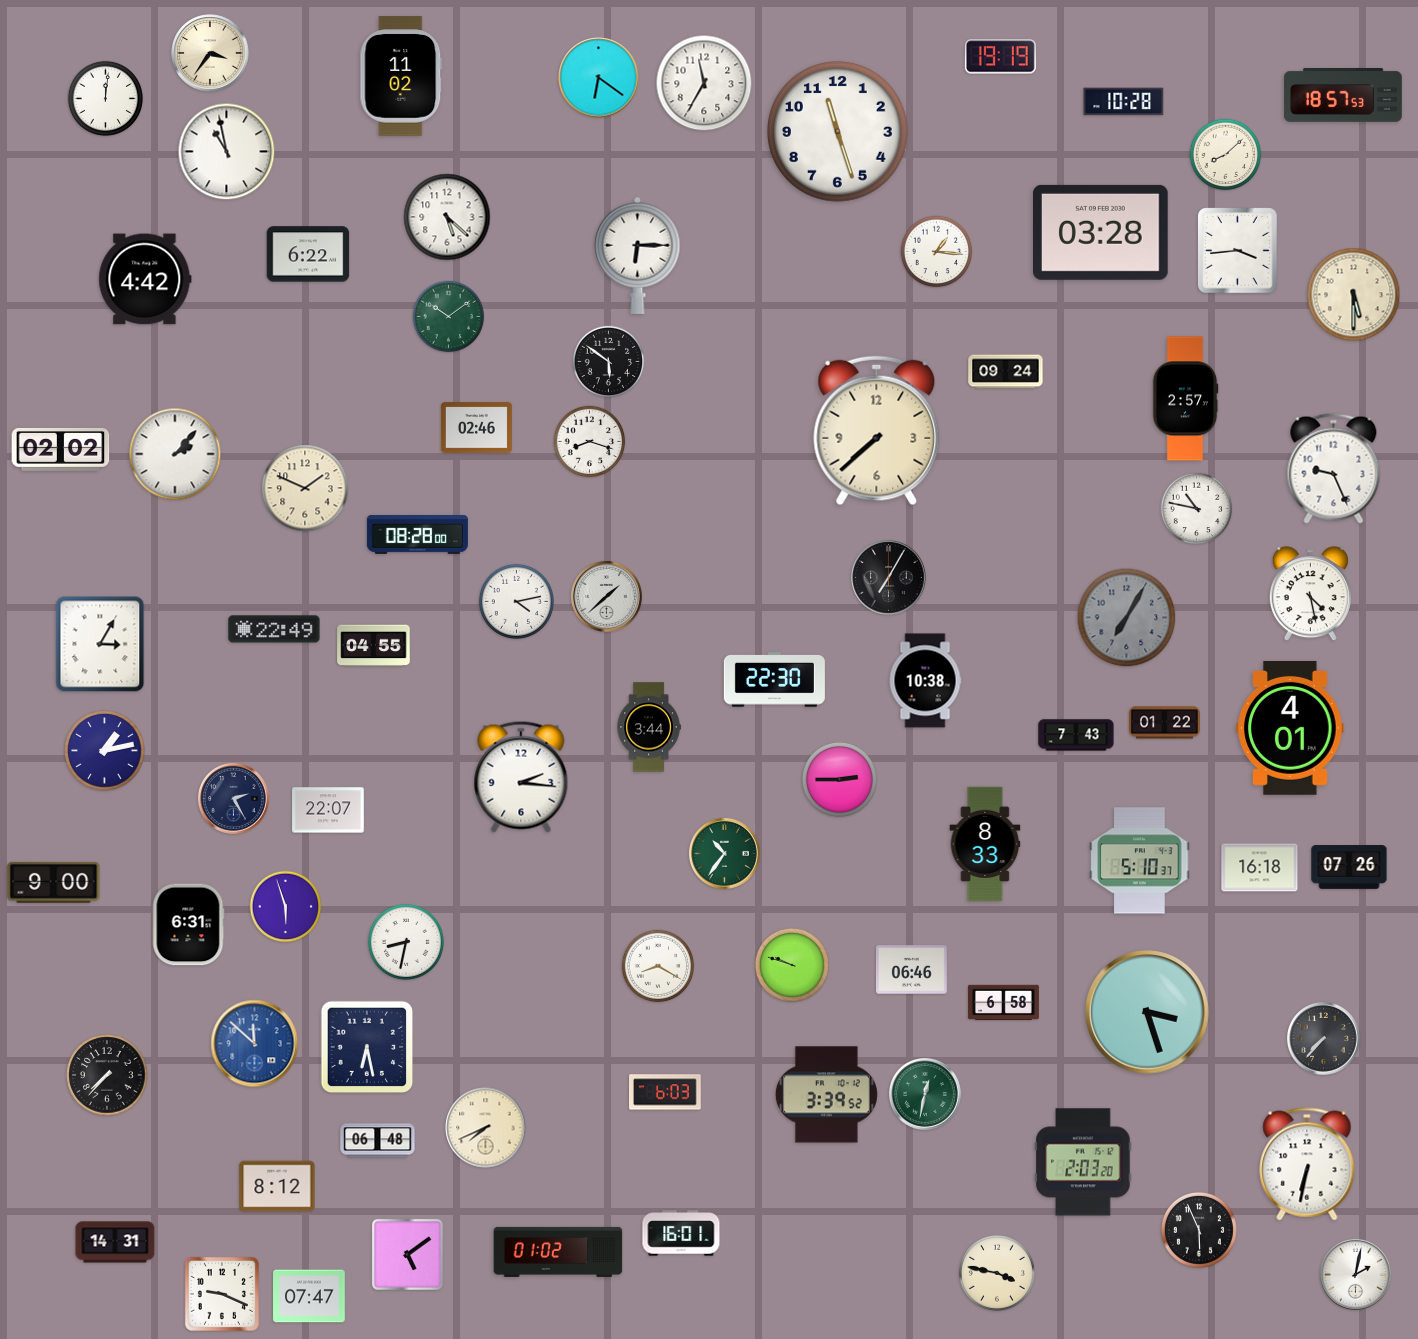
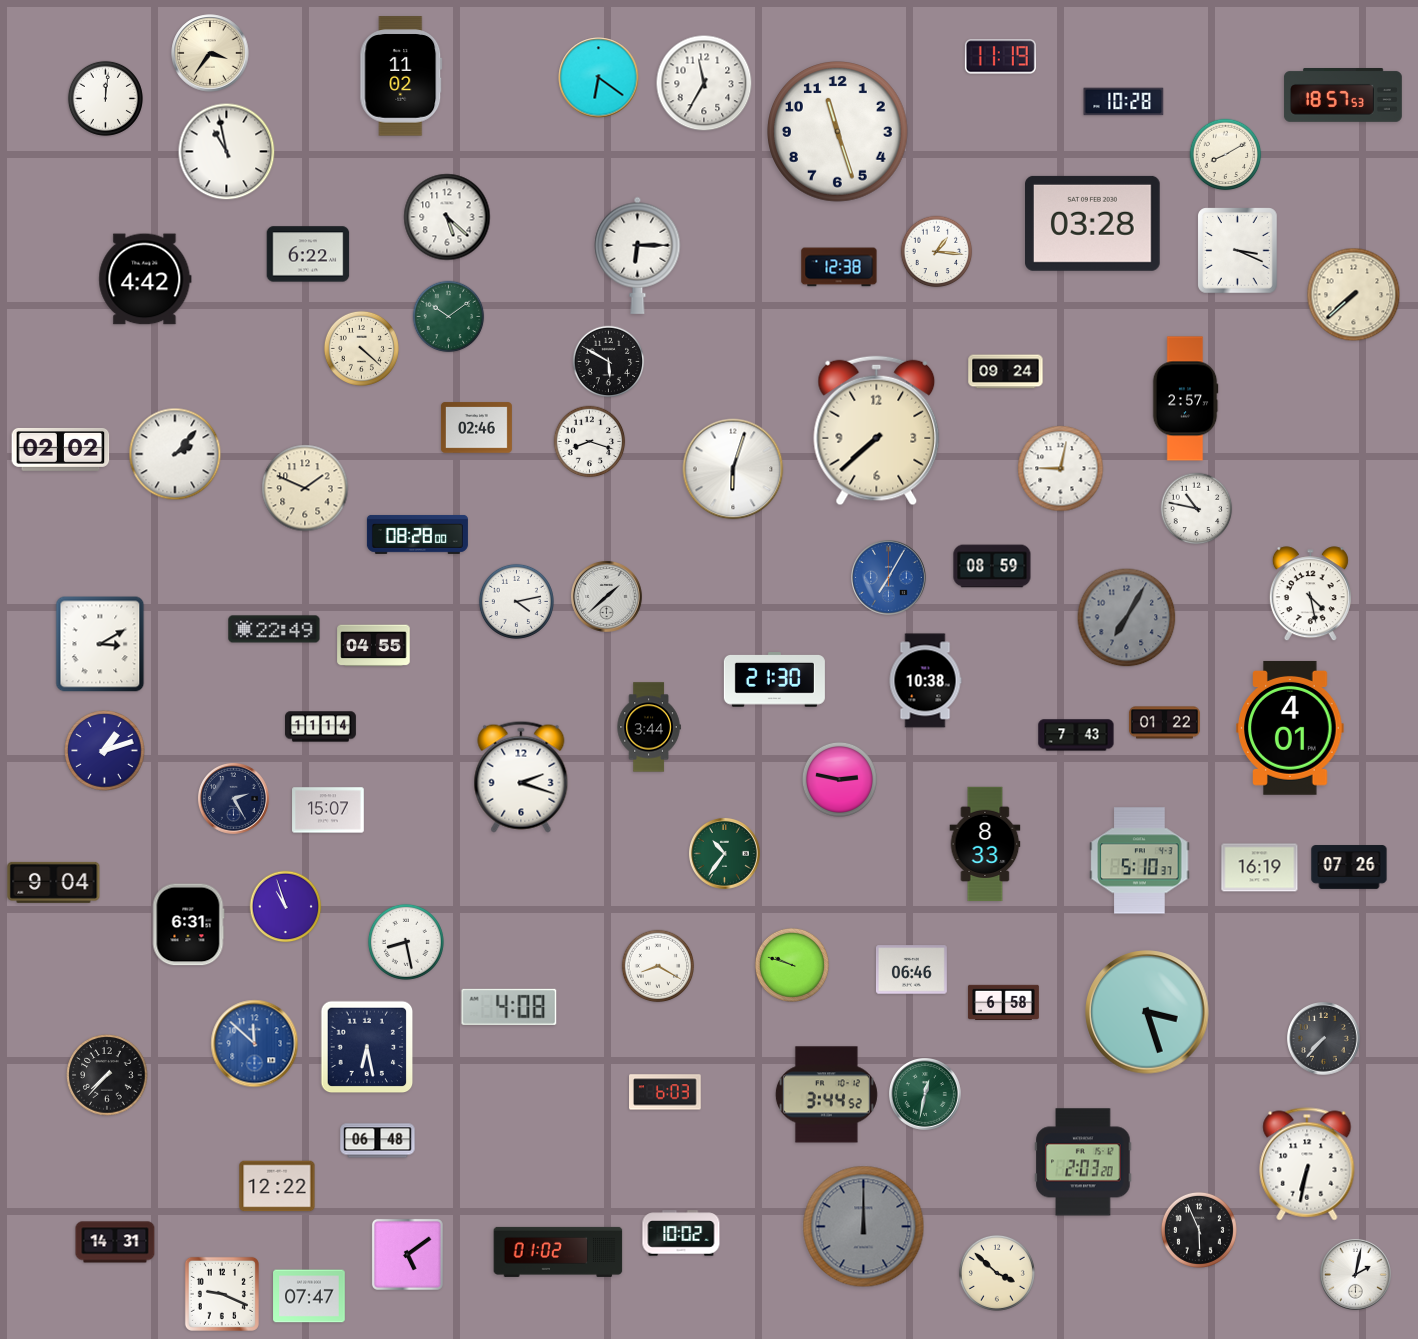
clock at (1000, 57): 19:19 -> 11:19
clock at (1226, 155): 8:08 -> 8:10
clock at (1101, 232) position: (1101, 232) -> (1093, 223)
clock at (1238, 251): 3:44 -> 3:19
clock at (839, 267): none -> 12:38
clock at (1354, 295): 5:30 -> 7:38
clock at (361, 348): none -> 4:22
clock at (609, 362): 5:51 -> 5:50
clock at (1334, 468): 9:26 -> none
clock at (733, 469): none -> 6:03
clock at (1061, 469): none -> 9:02
clock at (992, 566): none -> 08:59
clock at (889, 578) dial: black -> blue
clock at (100, 644): 3:05 -> 3:10
clock at (774, 680): 22:30 -> 21:30
clock at (321, 727): none -> 11:14
clock at (105, 751): 1:13 -> 1:12
clock at (521, 777): 2:16 -> 2:18
clock at (839, 779): 2:45 -> 2:47
clock at (328, 810): 22:07 -> 15:07
clock at (1260, 868): 16:18 -> 16:19
clock at (54, 882): 9:00 -> 9:04
clock at (286, 907): 5:57 -> 10:57
clock at (406, 942): 8:32 -> 8:28
clock at (509, 1007): none -> 4:08
clock at (826, 1095): 3:39 -> 3:44
clock at (486, 1128): 7:41 -> none
clock at (277, 1186): 8:12 -> 12:22
clock at (864, 1227): none -> 12:00
clock at (681, 1233): 16:01 -> 10:02
clock at (997, 1273): 3:47 -> 3:52
